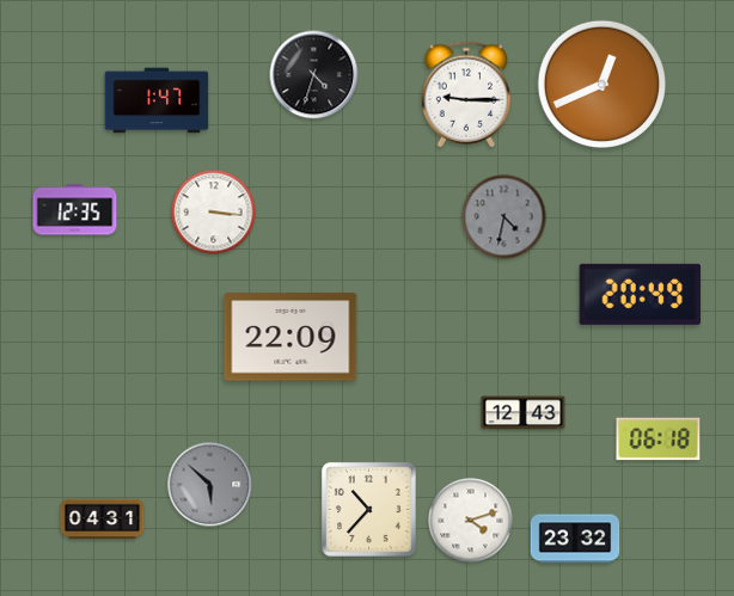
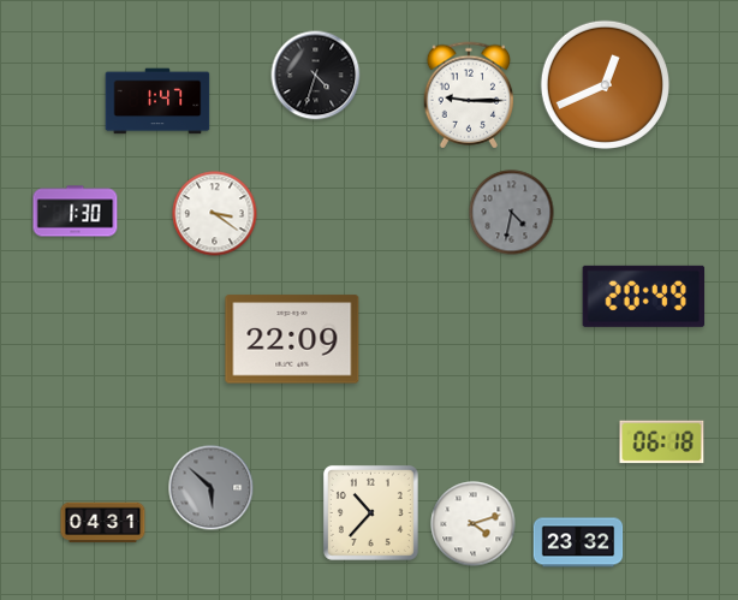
clock at (75, 210): 12:35 -> 1:30
clock at (214, 213): 3:16 -> 3:21
clock at (504, 217) position: (504, 217) -> (512, 213)
clock at (524, 413): 12:43 -> none
